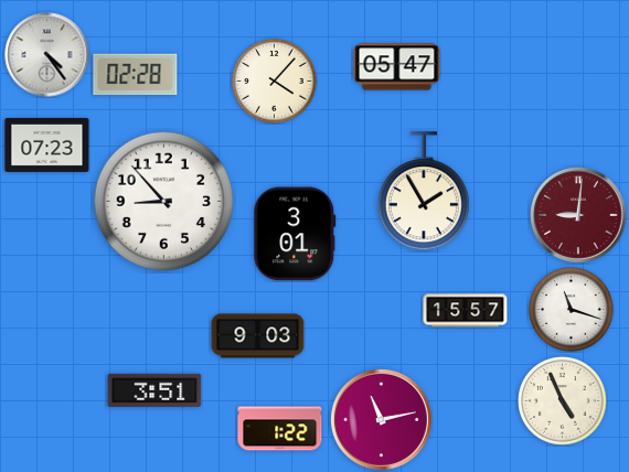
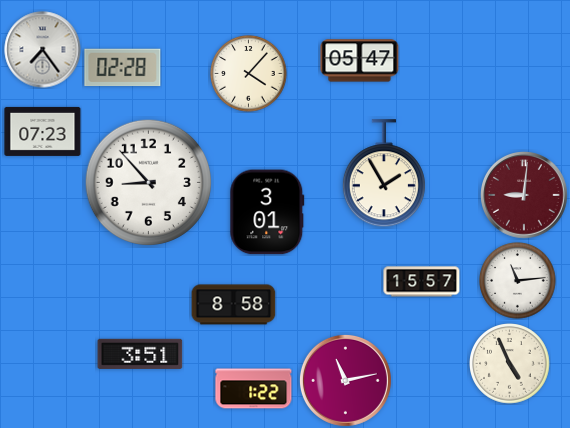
clock at (47, 55): 4:24 -> 7:24
clock at (572, 310): 11:18 -> 11:14
clock at (258, 336): 9:03 -> 8:58
